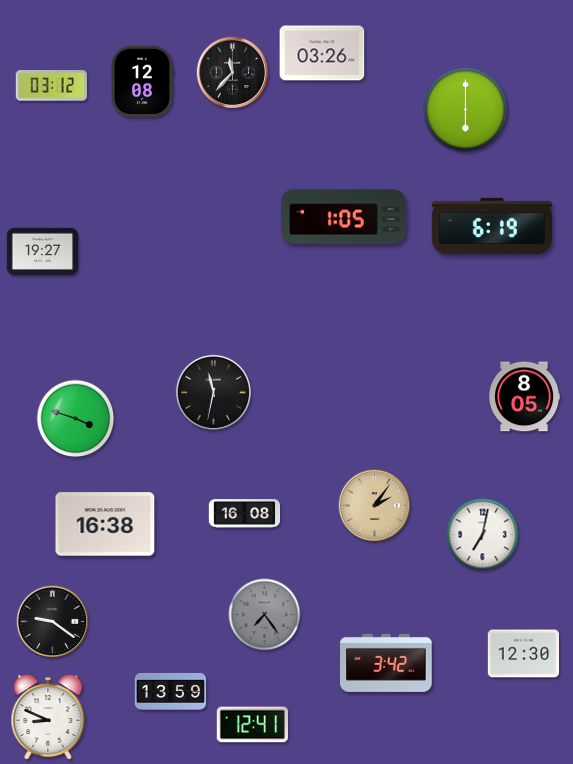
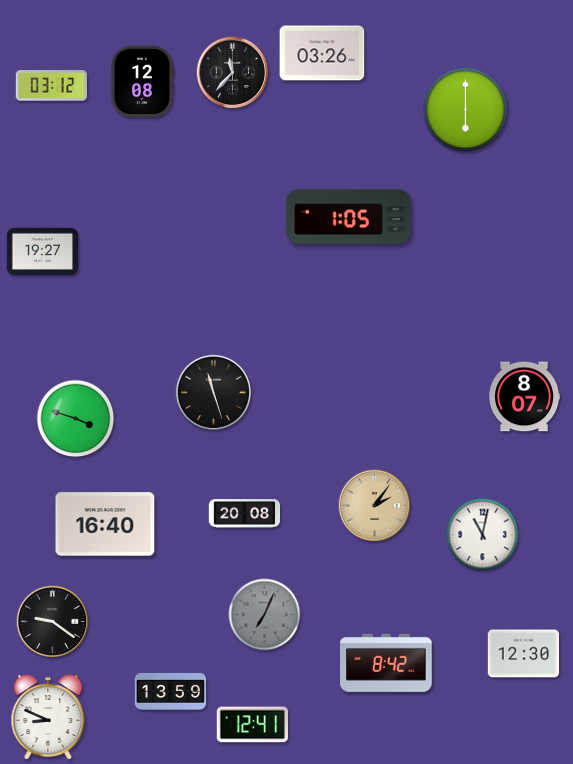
clock at (344, 217) position: (344, 217) -> (349, 217)
clock at (491, 226): 6:19 -> none
clock at (213, 392): 11:32 -> 11:27
clock at (525, 397): 8:05 -> 8:07
clock at (245, 514): 16:08 -> 20:08
clock at (105, 524): 16:38 -> 16:40
clock at (483, 535): 7:02 -> 11:02
clock at (265, 615): 7:24 -> 7:04
clock at (386, 663): 3:42 -> 8:42
